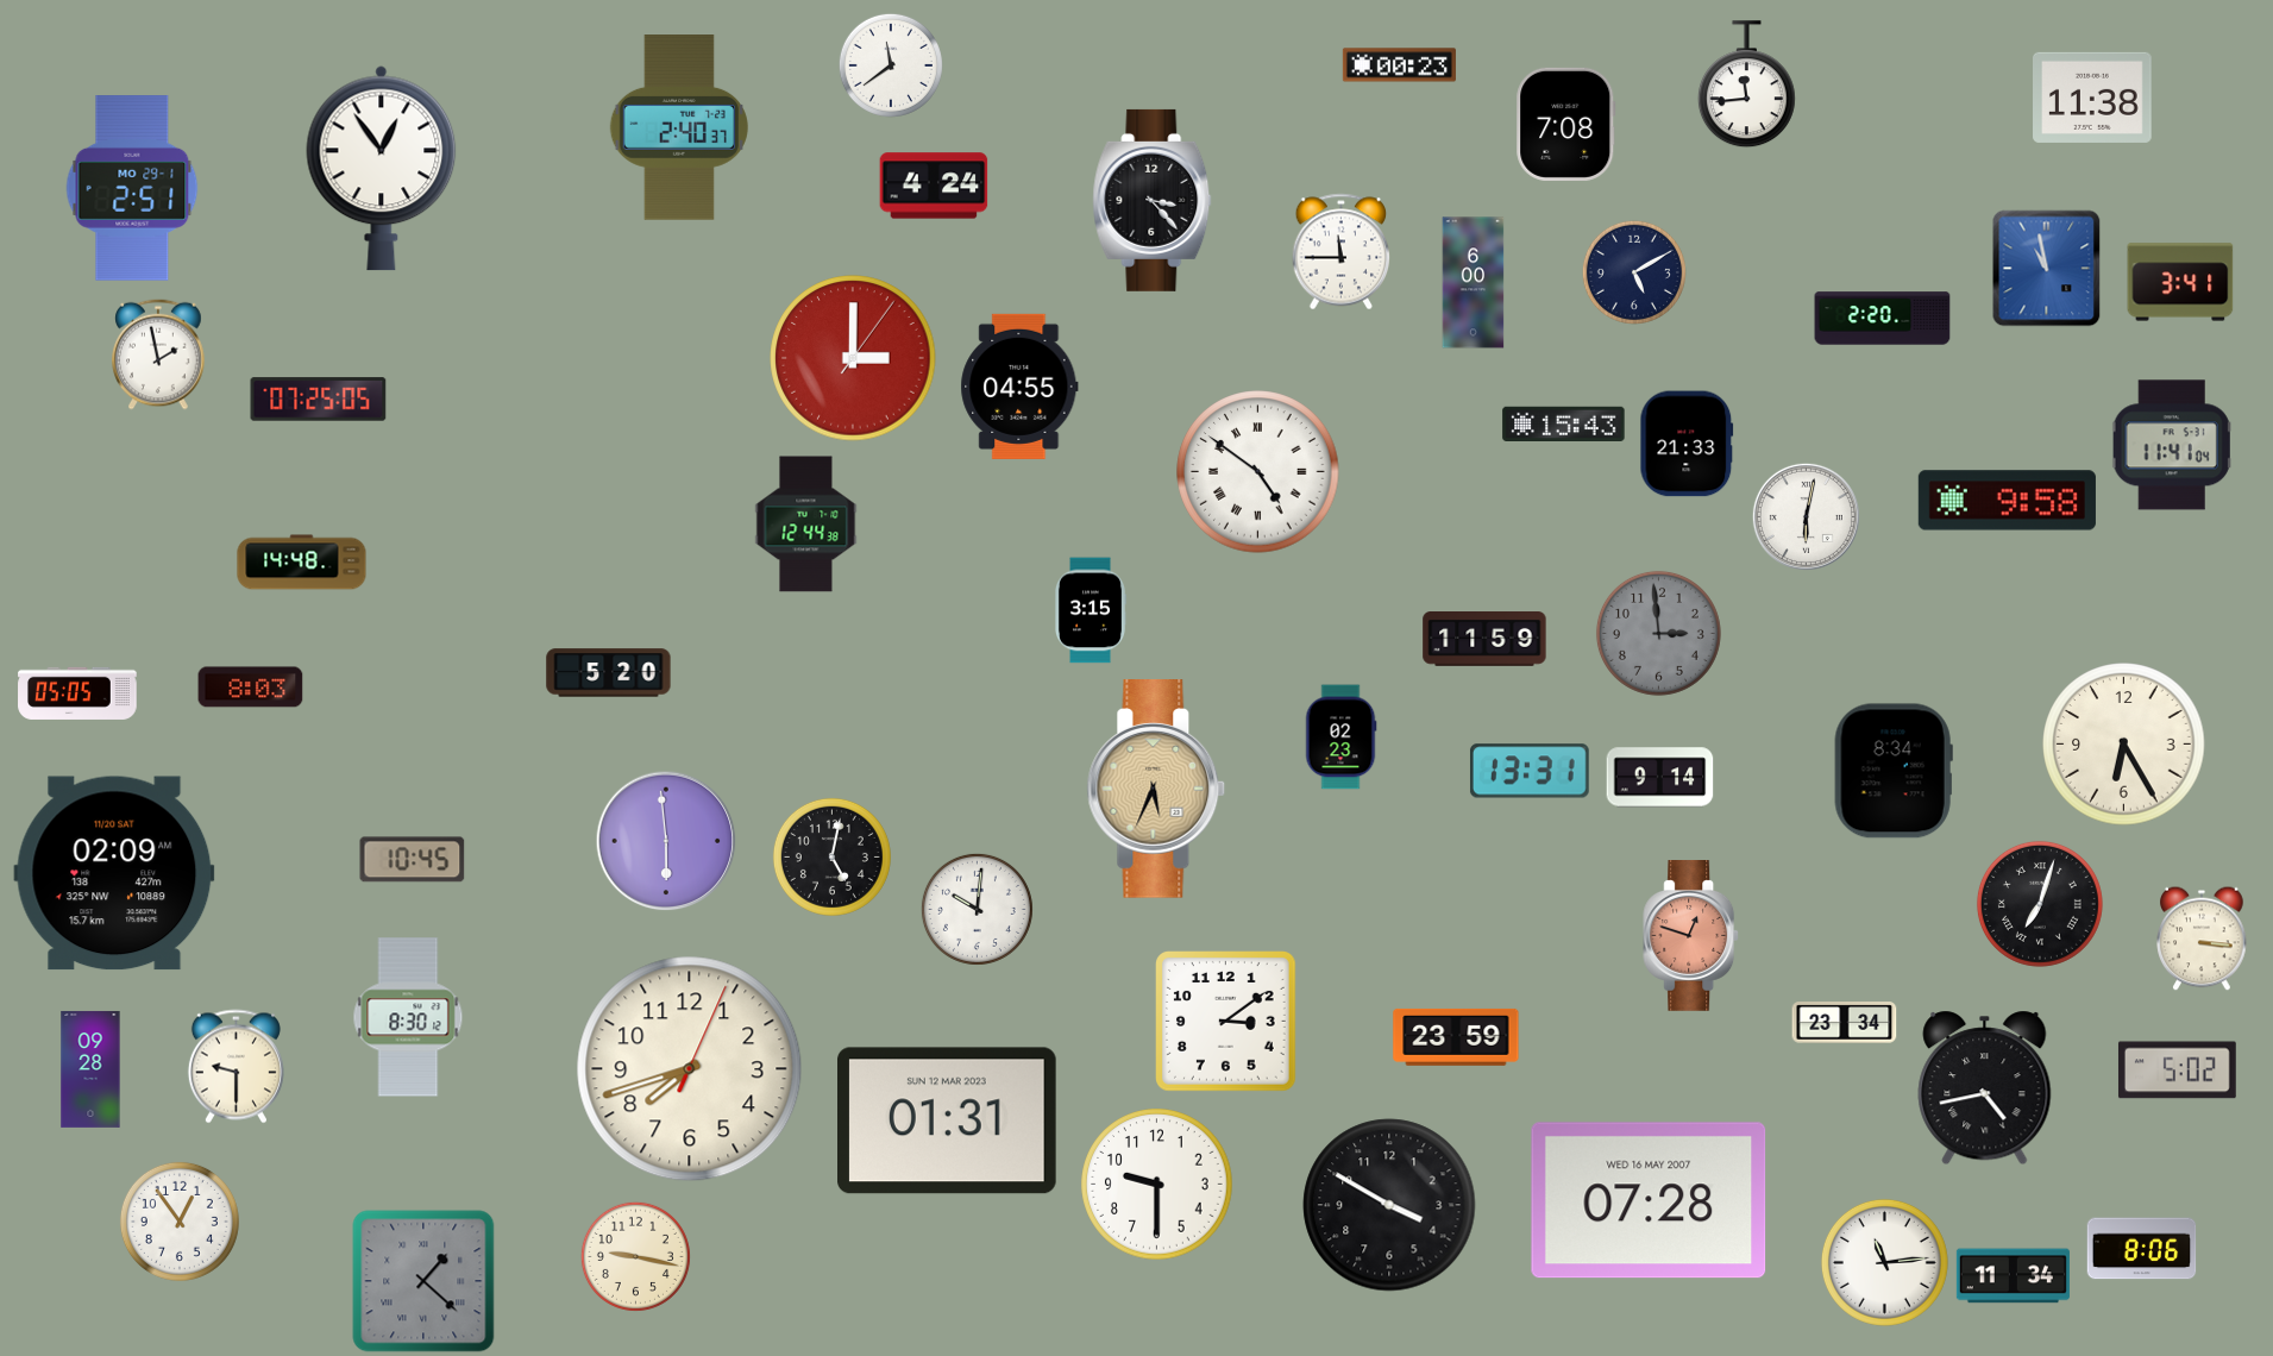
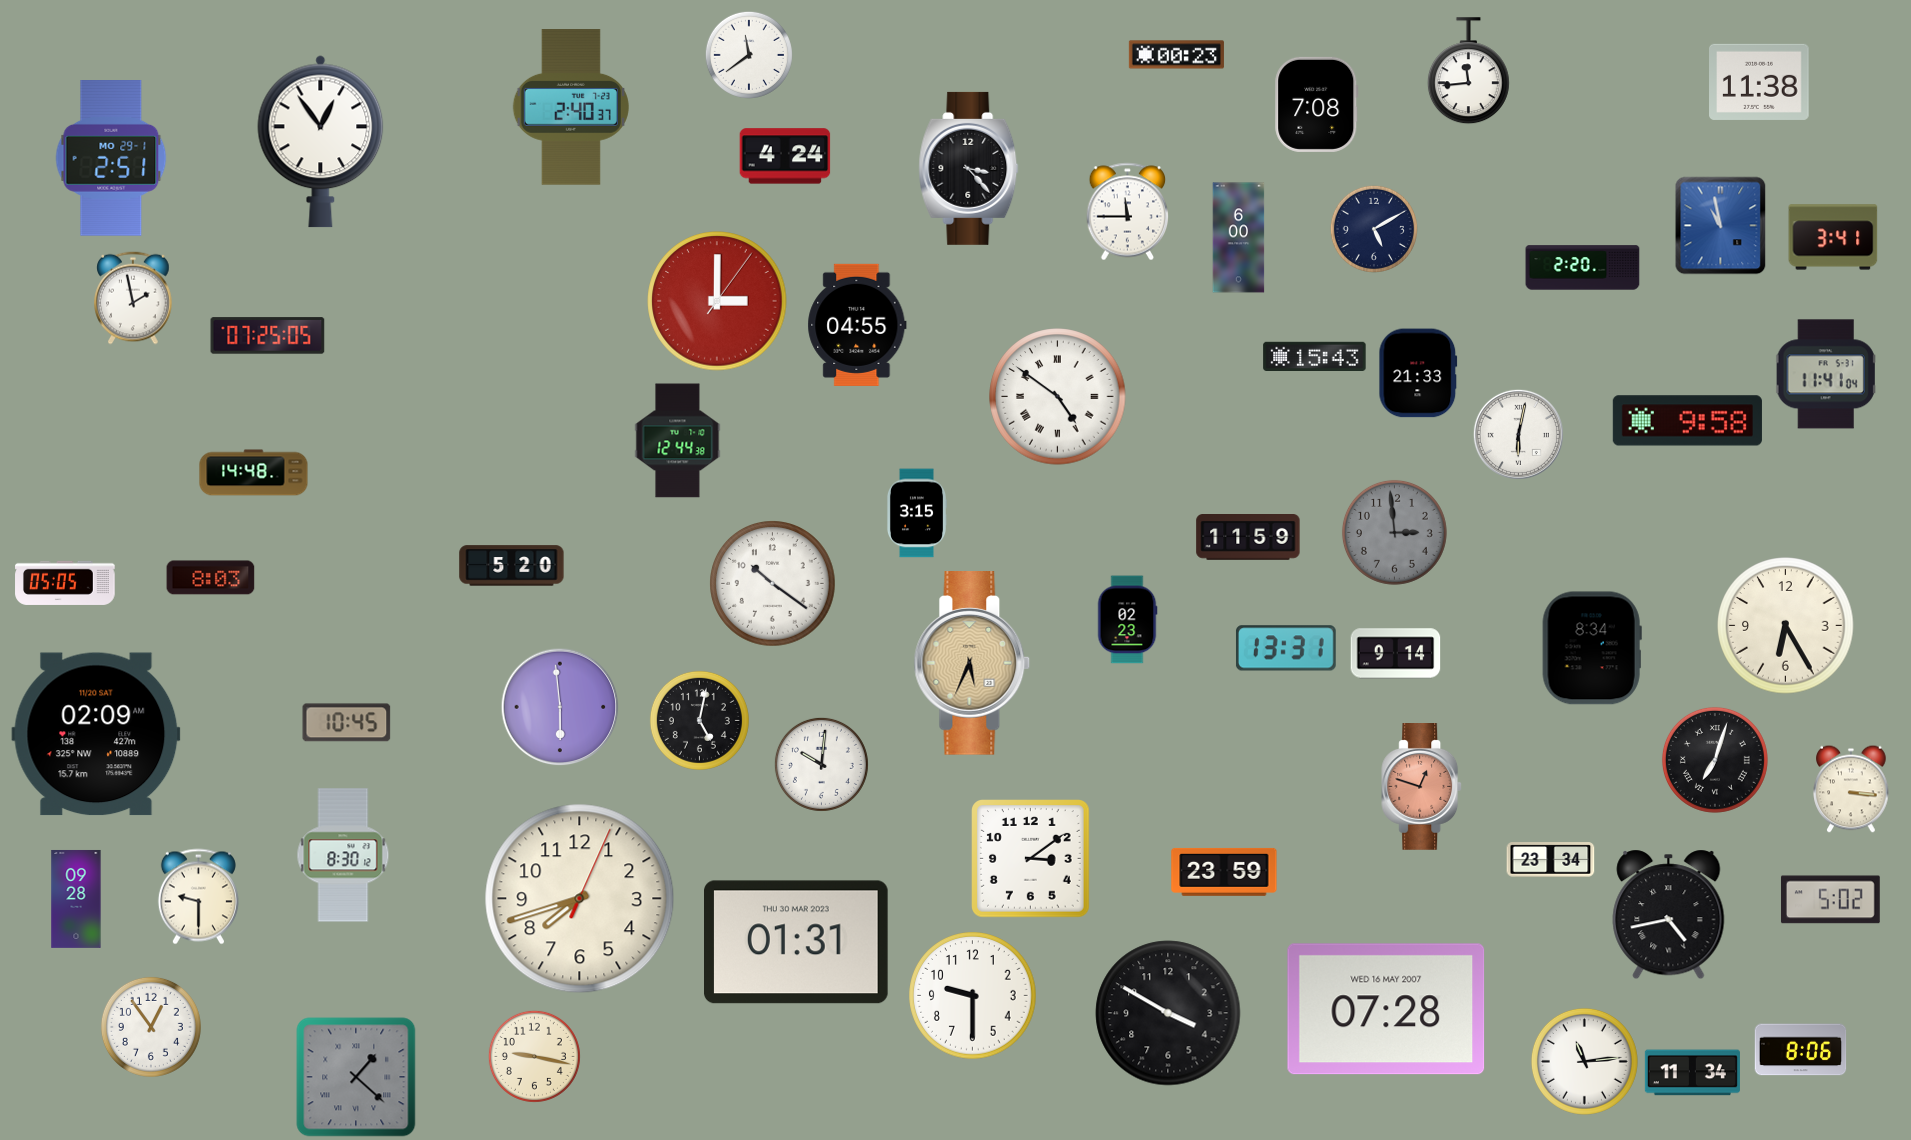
clock at (773, 584): none -> 10:21
clock at (948, 1120) date: SUN 12 MAR 2023 -> THU 30 MAR 2023
